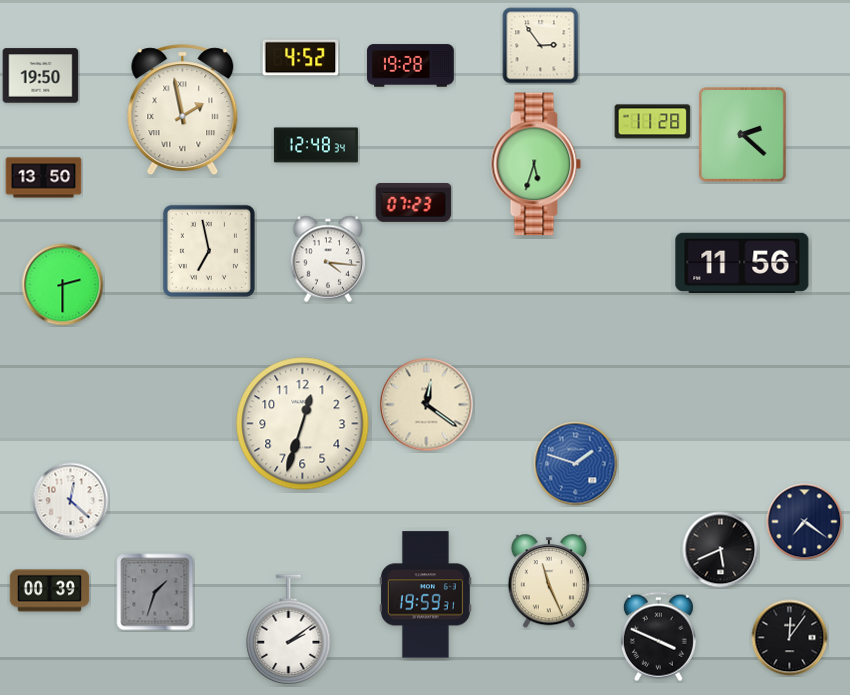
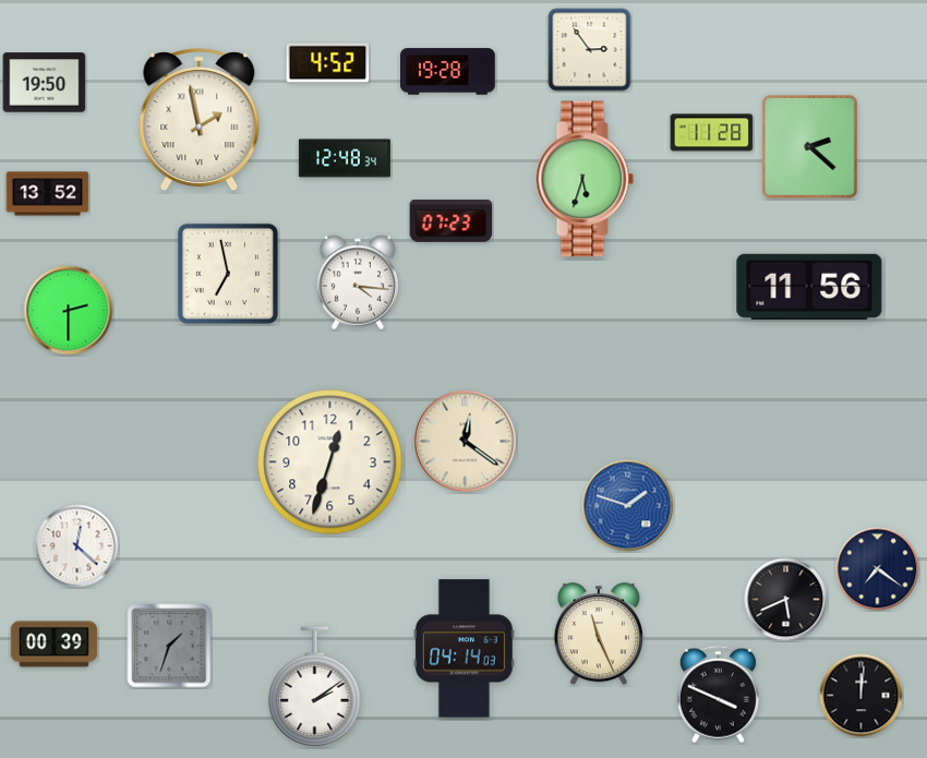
clock at (44, 178): 13:50 -> 13:52
clock at (425, 595): 19:59 -> 04:14
clock at (790, 638): 12:06 -> 12:01
